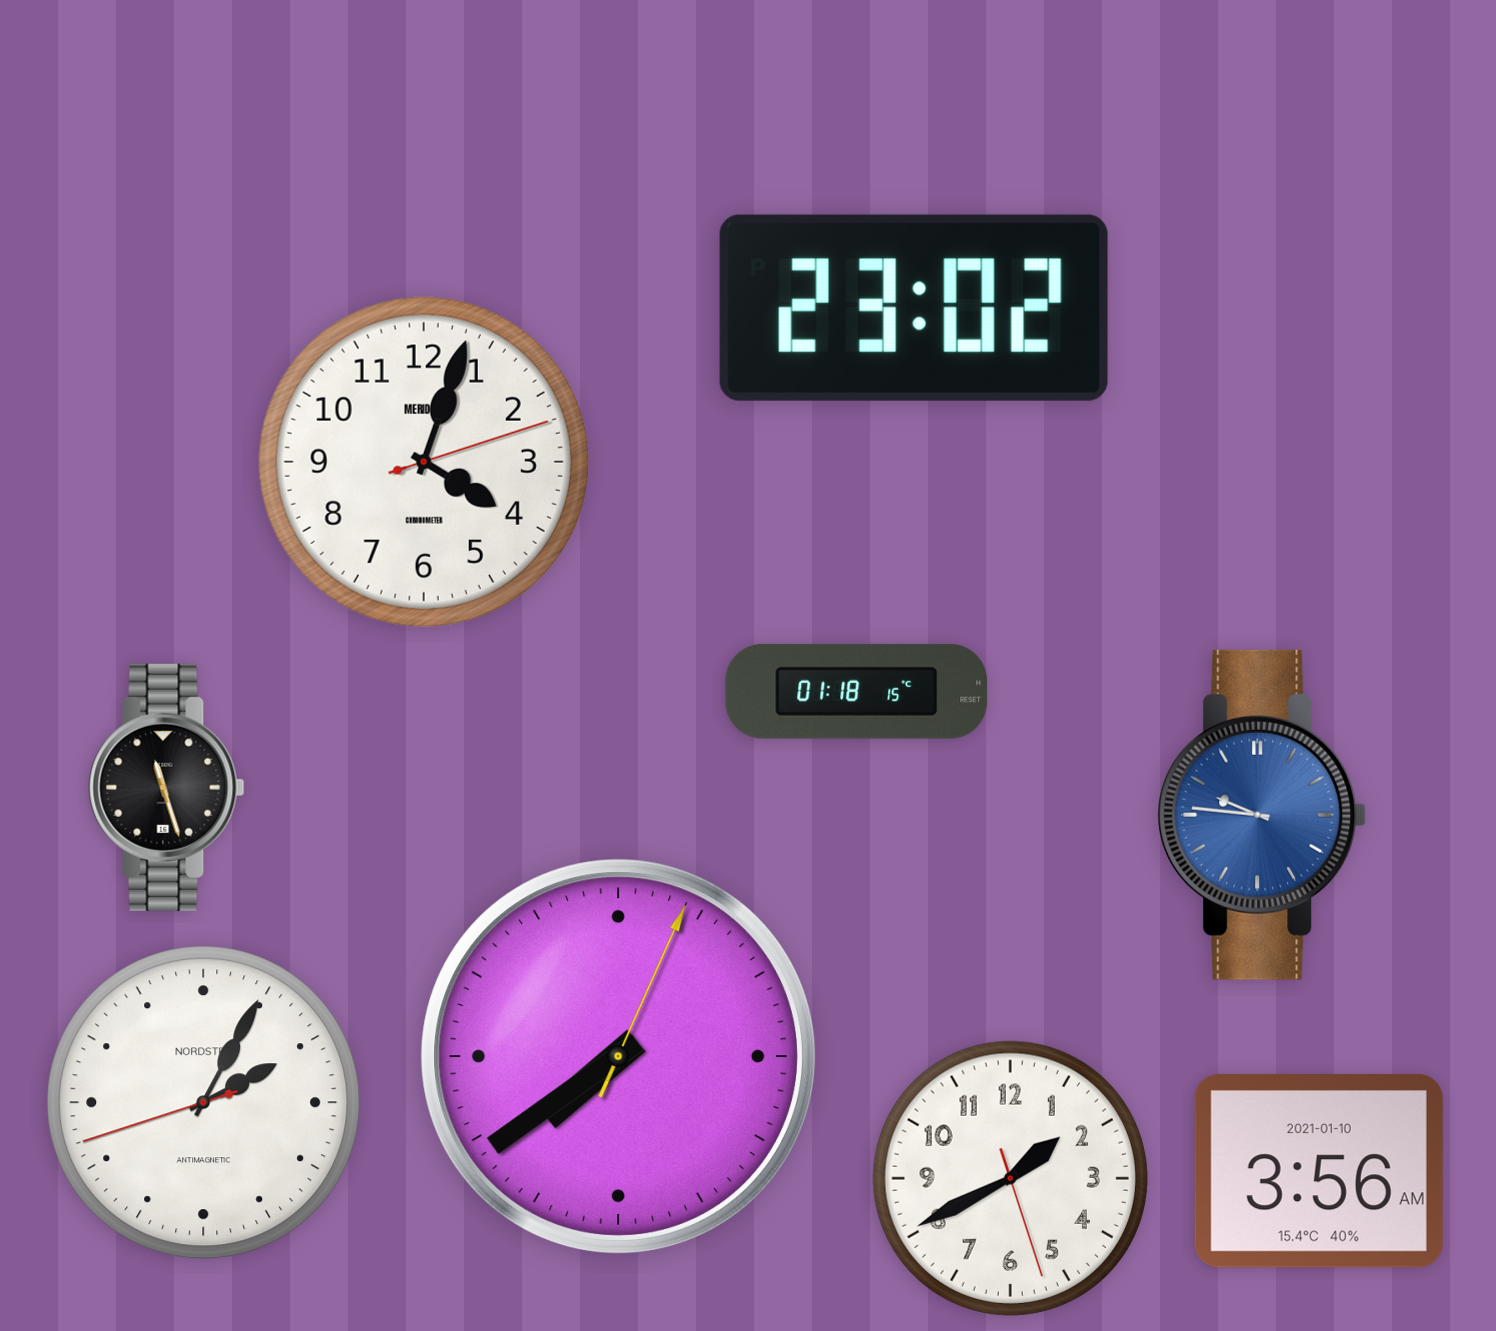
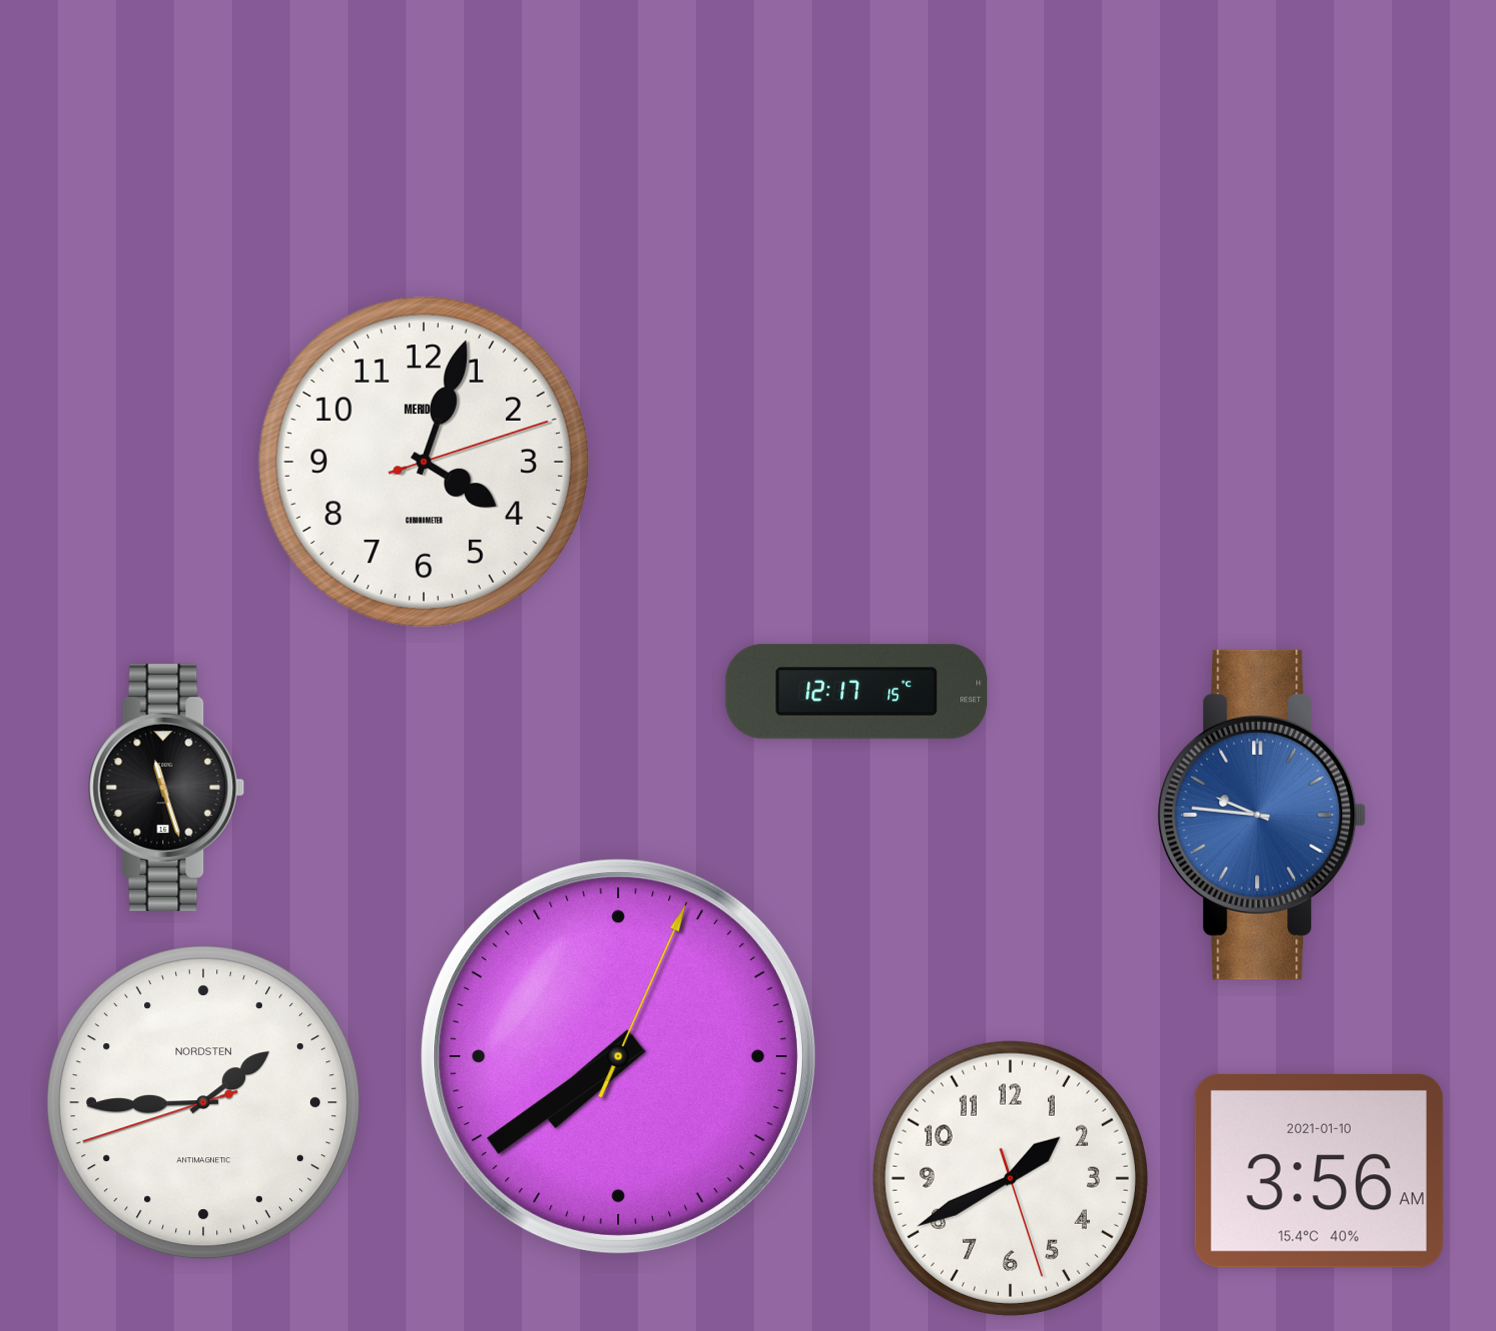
clock at (914, 308): 23:02 -> none
clock at (857, 691): 01:18 -> 12:17
clock at (204, 1103): 2:04 -> 1:44
